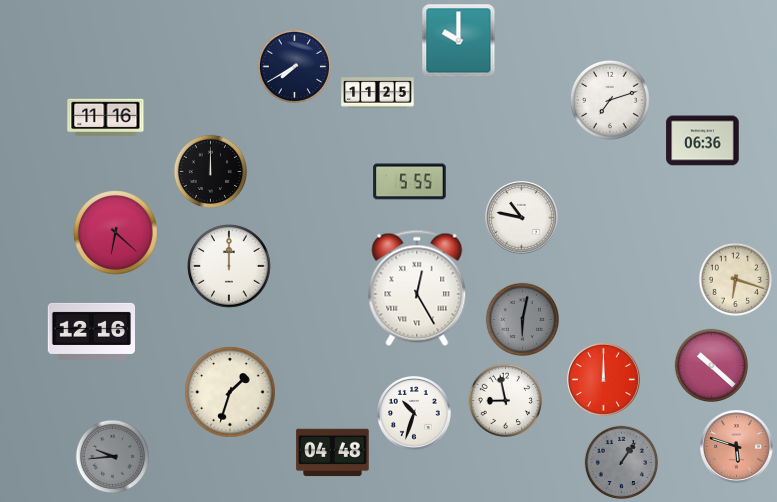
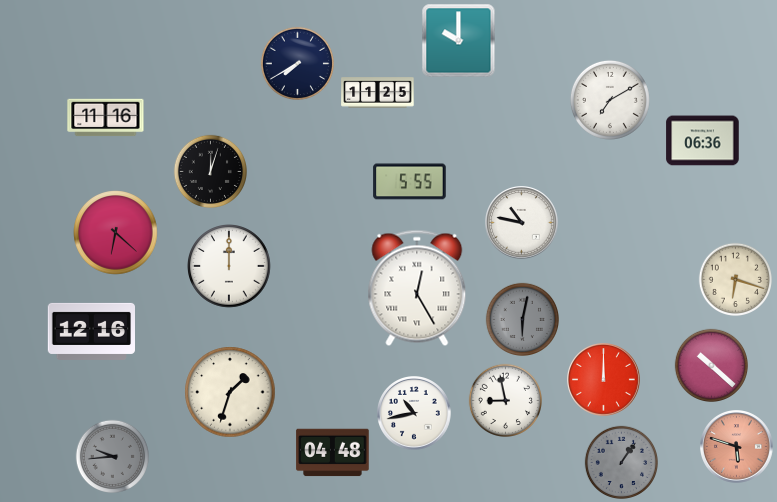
clock at (294, 66) position: (294, 66) -> (297, 63)
clock at (610, 100): 7:12 -> 7:10
clock at (210, 171): 12:00 -> 12:03
clock at (522, 218) position: (522, 218) -> (522, 223)
clock at (414, 413): 10:33 -> 10:43
